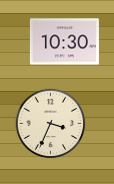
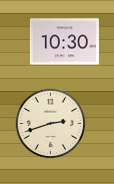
clock at (51, 124): 3:34 -> 2:42
